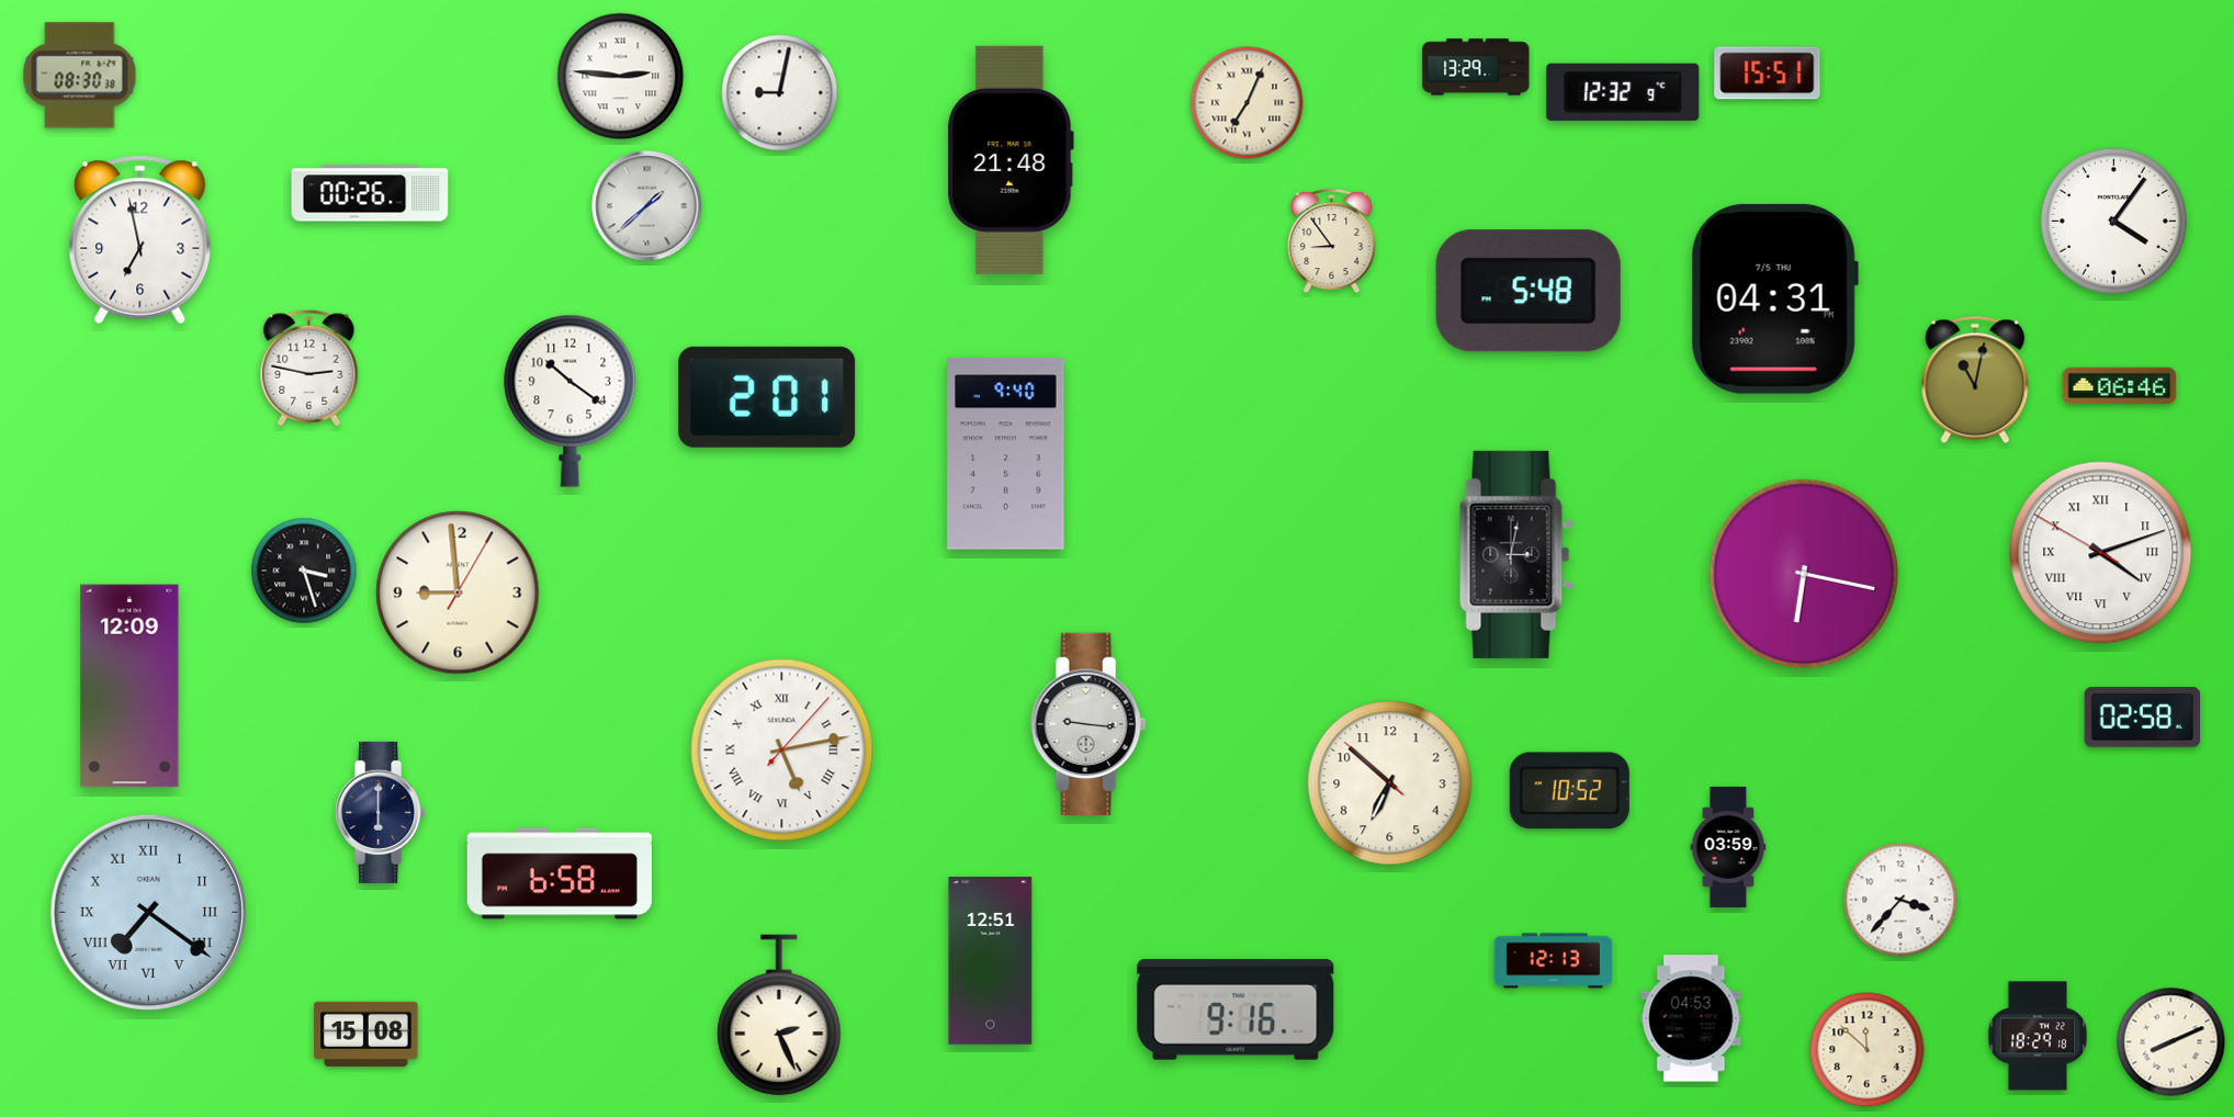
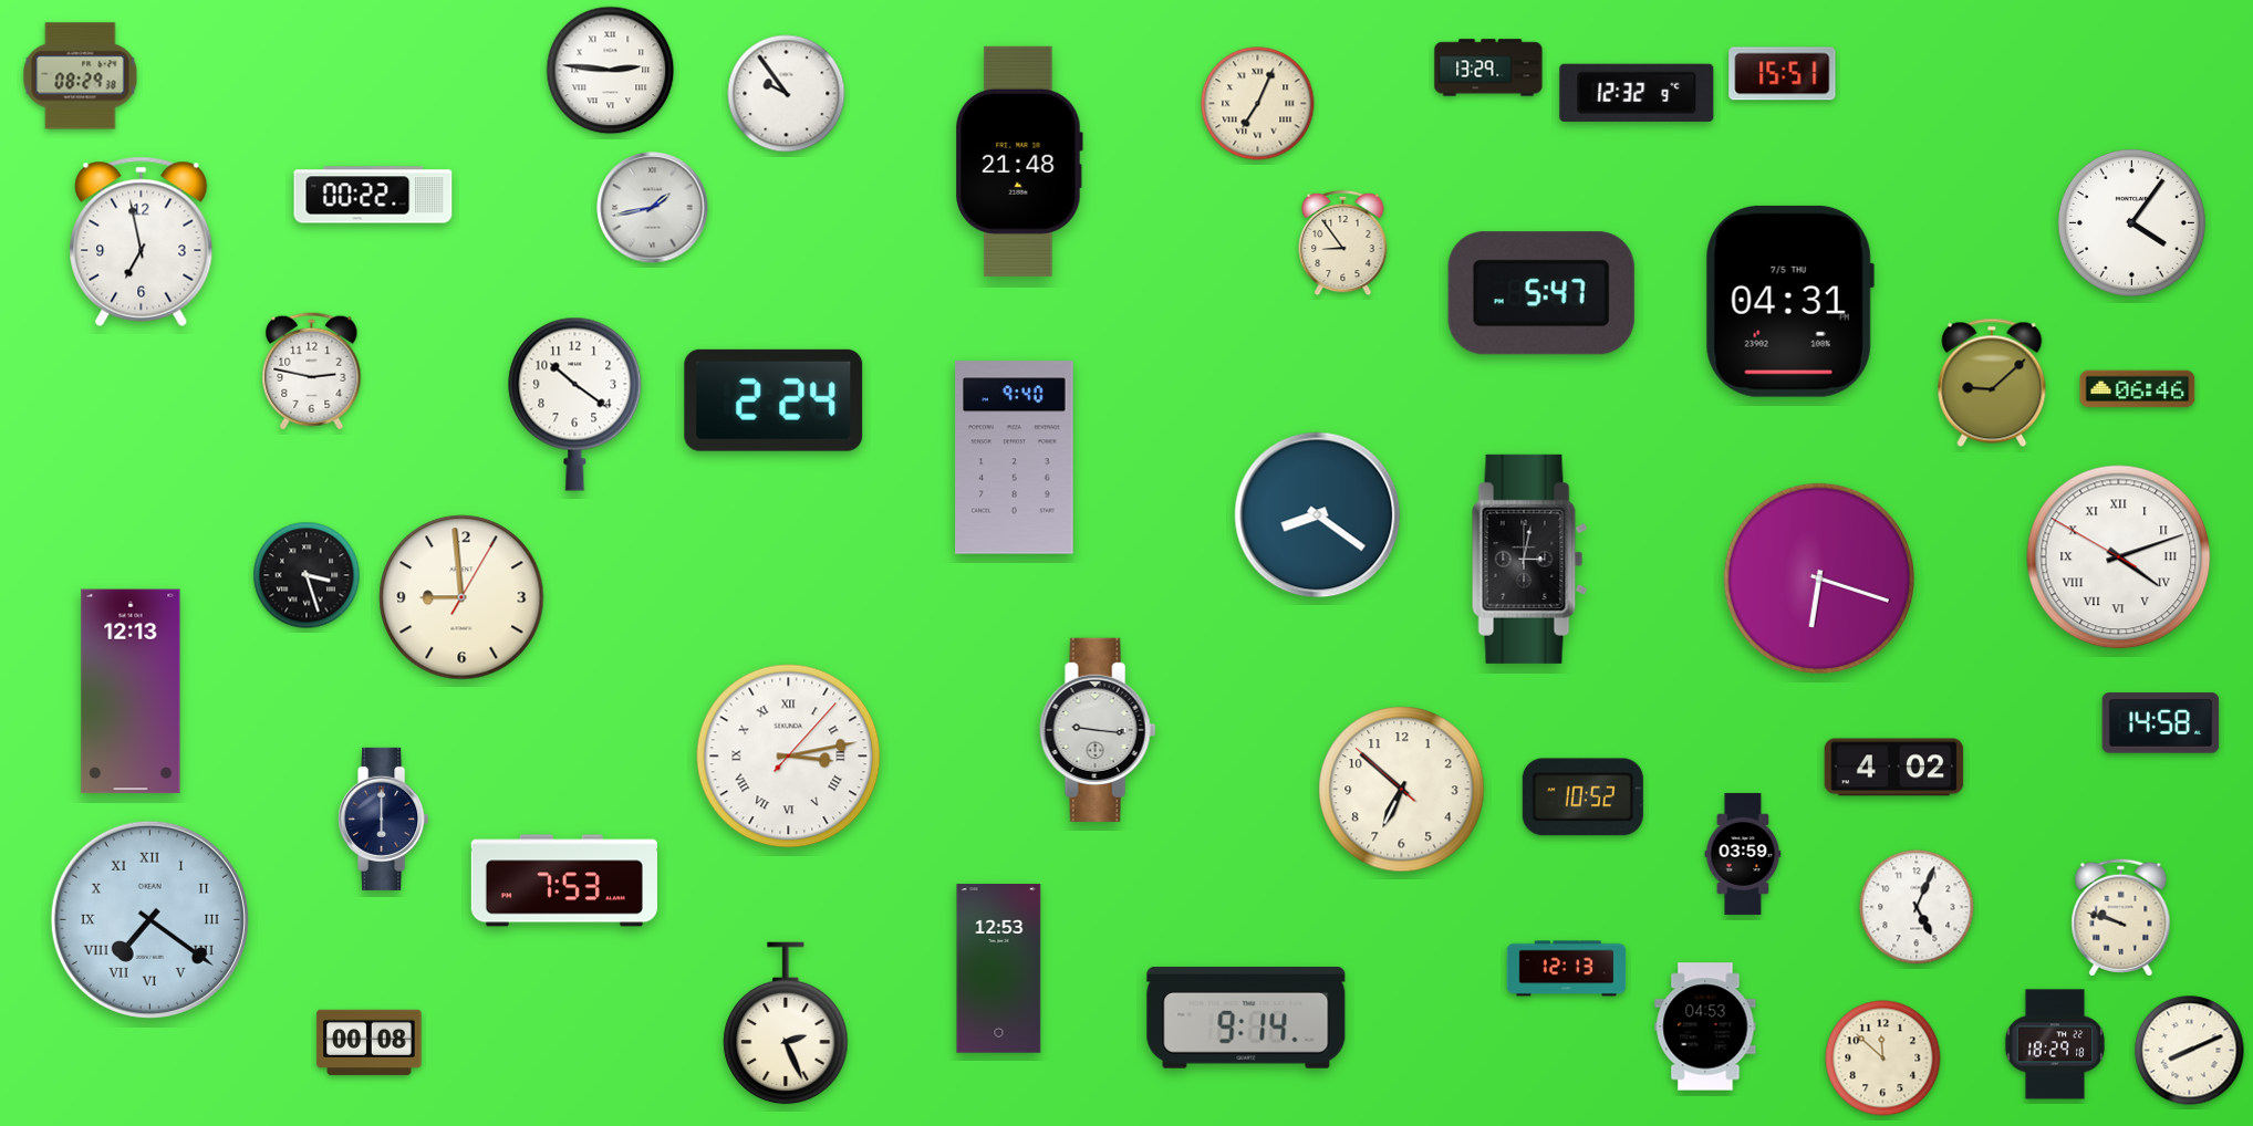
clock at (80, 76): 08:30 -> 08:29
clock at (621, 77) position: (621, 77) -> (611, 71)
clock at (780, 93): 9:02 -> 9:54
clock at (370, 193): 00:26 -> 00:22
clock at (647, 206): 1:38 -> 1:43
clock at (1528, 291): 5:48 -> 5:47
clock at (1975, 380): 11:02 -> 9:08
clock at (767, 397): 2:01 -> 2:24
clock at (1318, 515): none -> 8:21
clock at (1804, 574): 6:17 -> 6:18
clock at (129, 686): 12:09 -> 12:13
clock at (2143, 718): 02:58 -> 14:58
clock at (782, 751): 5:13 -> 3:13
clock at (1894, 768): none -> 4:02
clock at (560, 873): 6:58 -> 7:53
clock at (1900, 900): 3:37 -> 5:04
clock at (2121, 918): none -> 9:48
clock at (991, 961): 12:51 -> 12:53
clock at (1236, 1009): 9:16 -> 9:14
clock at (366, 1034): 15:08 -> 00:08
